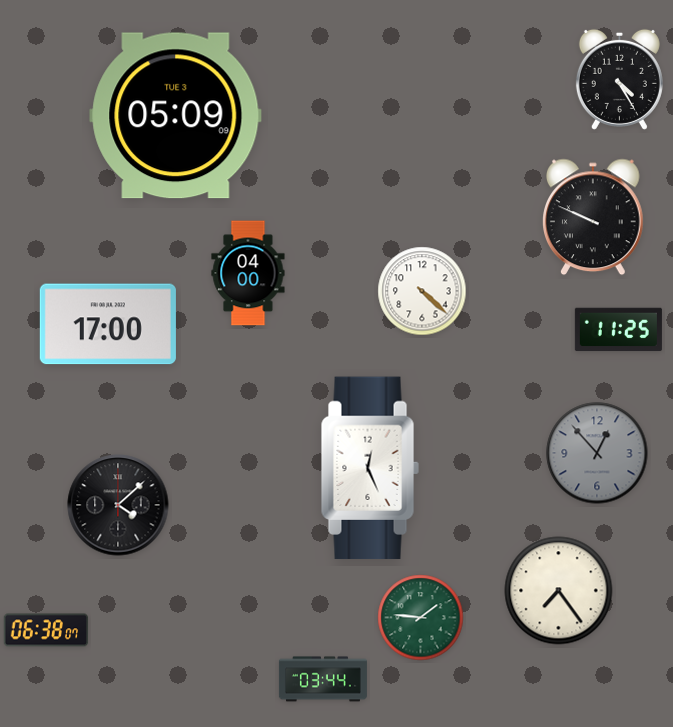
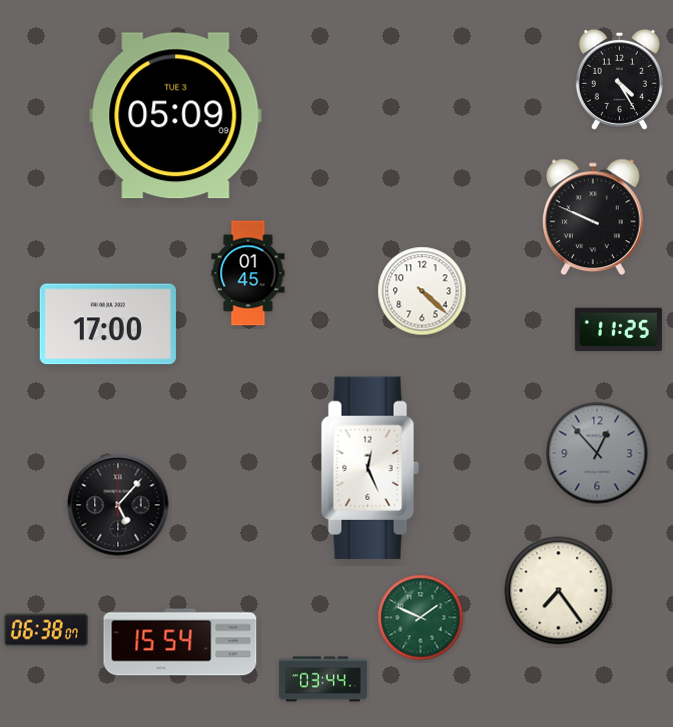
clock at (248, 273): 04:00 -> 01:45
clock at (118, 505): 4:08 -> 5:07
clock at (421, 618): 1:46 -> 1:49
clock at (180, 642): none -> 15:54
